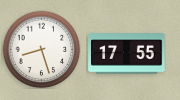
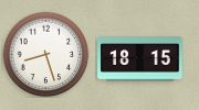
clock at (127, 54): 17:55 -> 18:15
